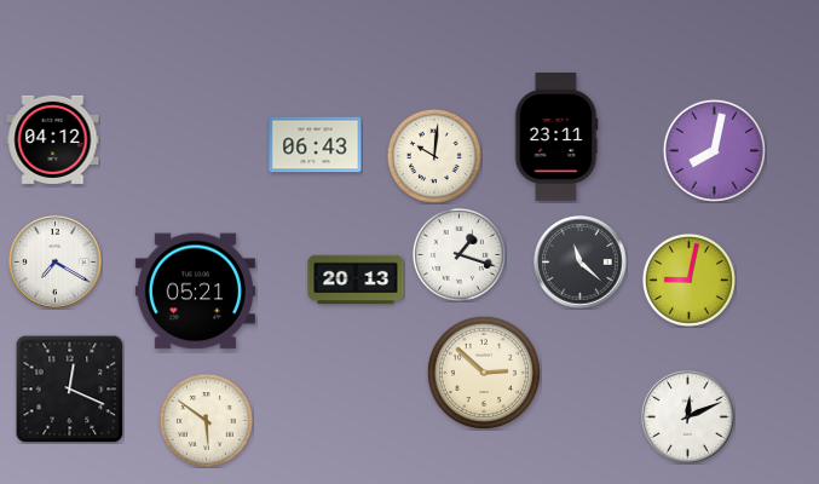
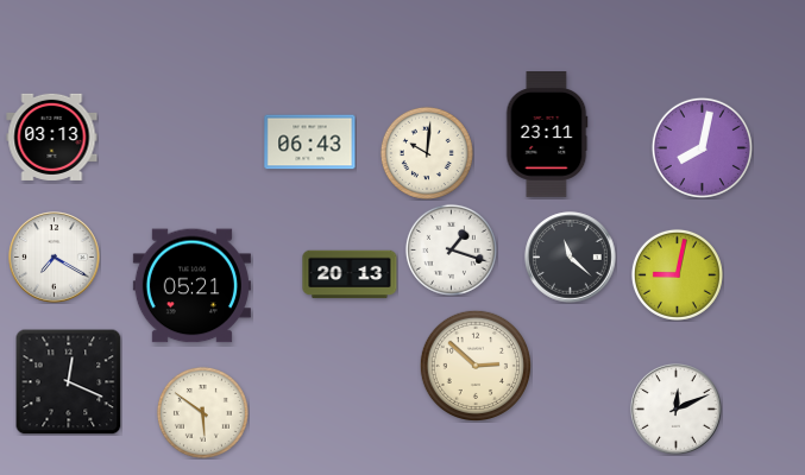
clock at (53, 139): 04:12 -> 03:13
